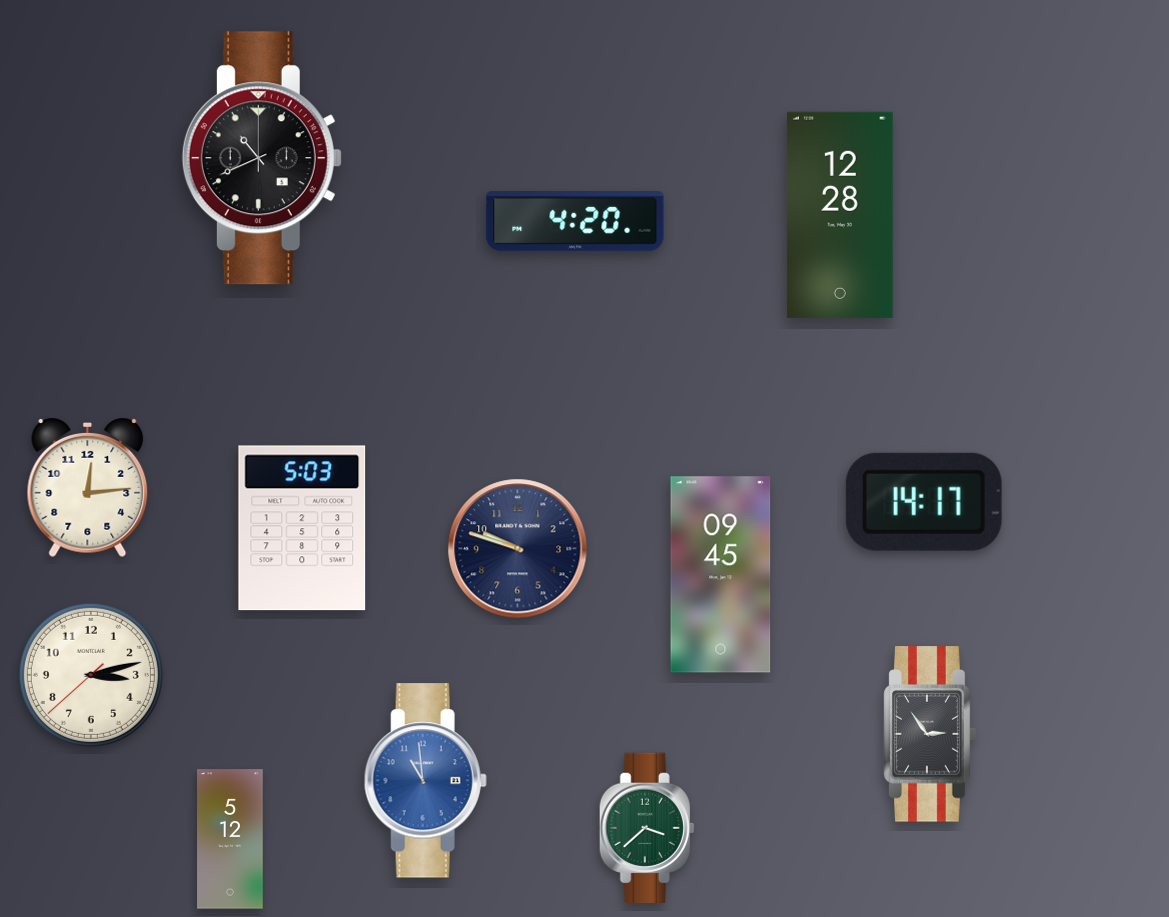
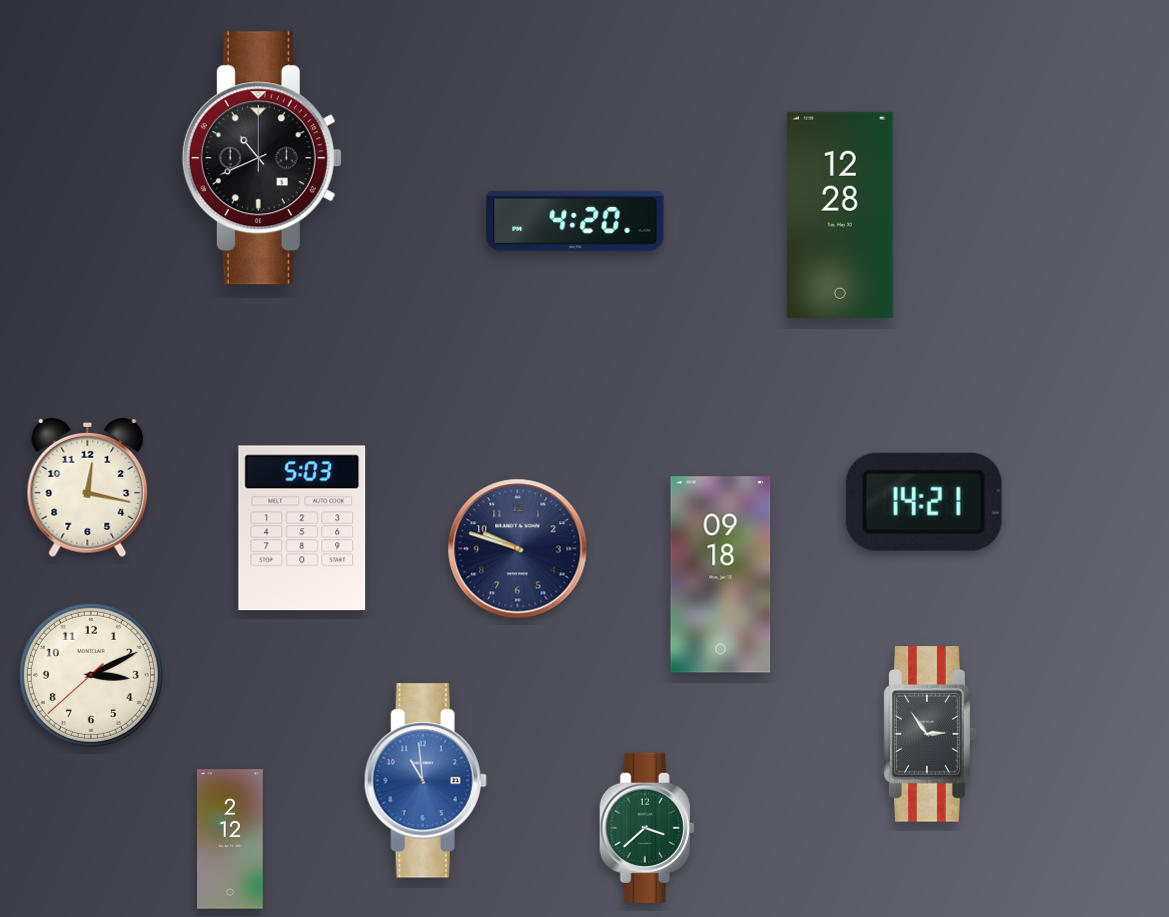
clock at (88, 489): 12:14 -> 12:17
clock at (924, 502): 14:17 -> 14:21
clock at (721, 575): 09:45 -> 09:18
clock at (91, 675): 3:12 -> 3:10
clock at (230, 839): 5:12 -> 2:12
